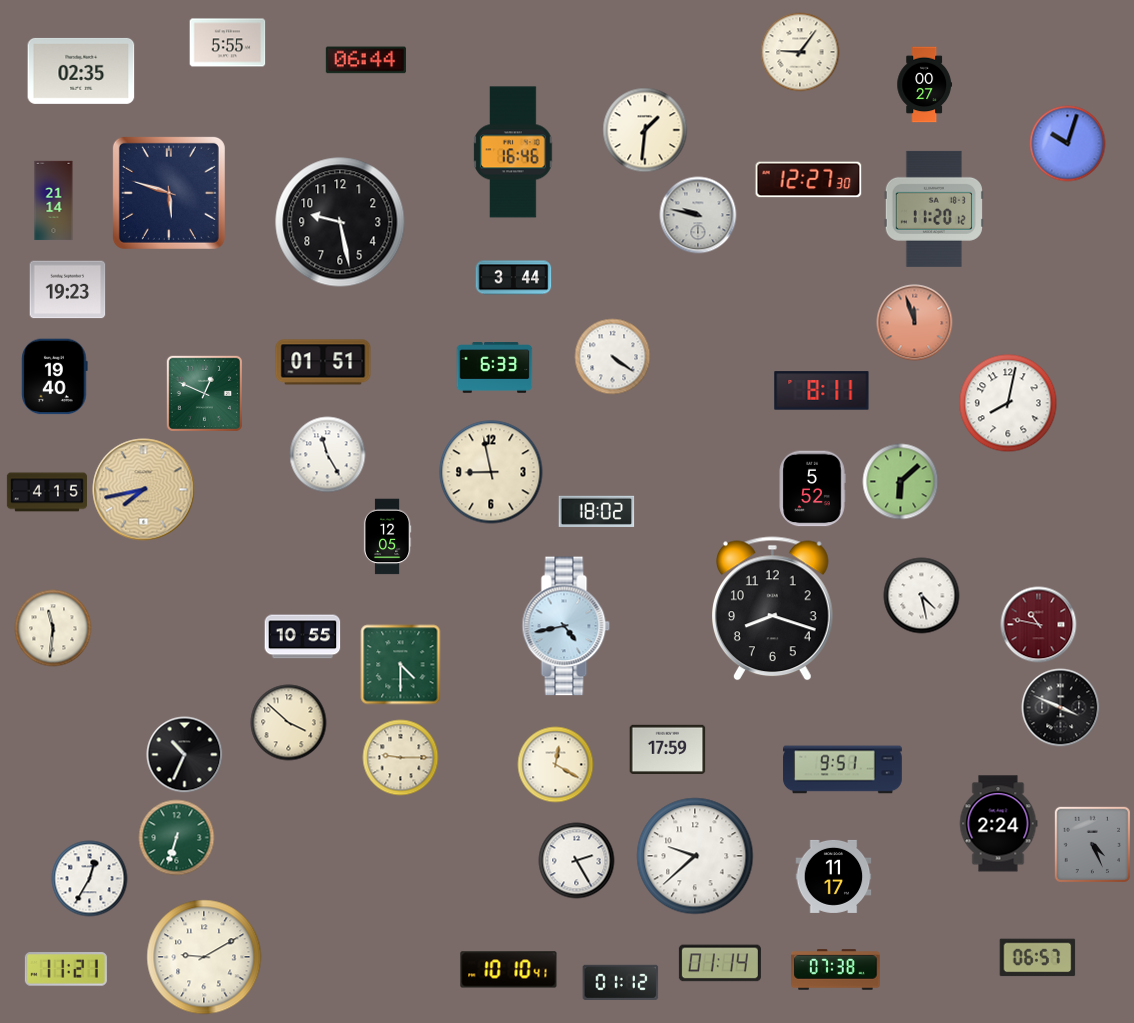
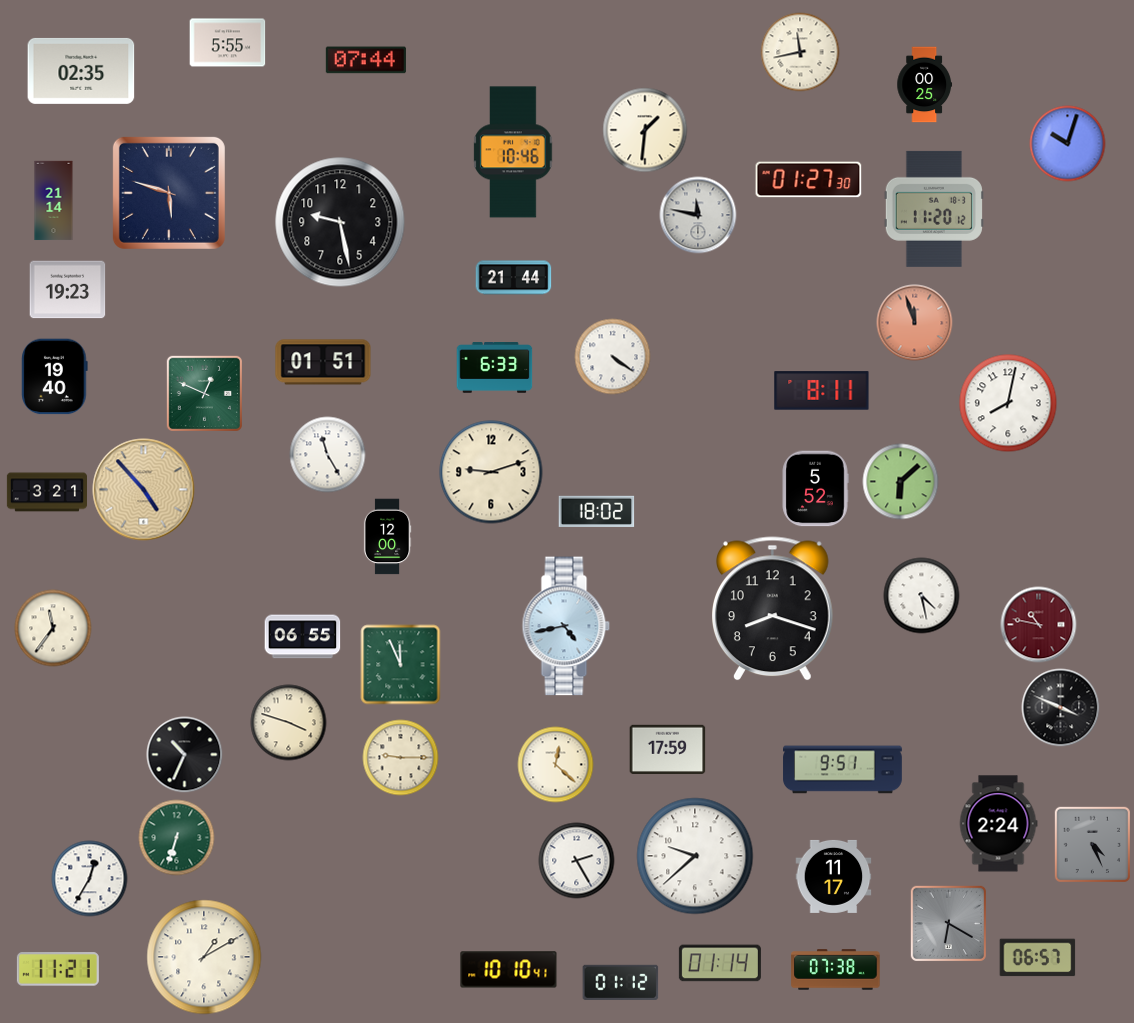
clock at (800, 52): 9:06 -> 11:43
clock at (366, 60): 06:44 -> 07:44
clock at (925, 85): 00:27 -> 00:25
clock at (513, 152): 16:46 -> 10:46
clock at (809, 180): 12:27 -> 01:27
clock at (698, 215): 9:47 -> 11:47
clock at (514, 278): 3:44 -> 21:44
clock at (491, 472): 8:58 -> 9:12
clock at (812, 489) position: (812, 489) -> (815, 489)
clock at (144, 490): 7:43 -> 4:53
clock at (46, 492): 4:15 -> 3:21
clock at (387, 537): 12:05 -> 12:00
clock at (53, 628): 11:31 -> 11:36
clock at (303, 637): 10:55 -> 06:55
clock at (401, 665): 4:30 -> 11:56
clock at (289, 723): 3:52 -> 3:48
clock at (556, 765): 12:20 -> 12:22
clock at (948, 923): none -> 6:20
clock at (204, 957): 9:10 -> 1:10
clock at (66, 969) position: (66, 969) -> (58, 969)
